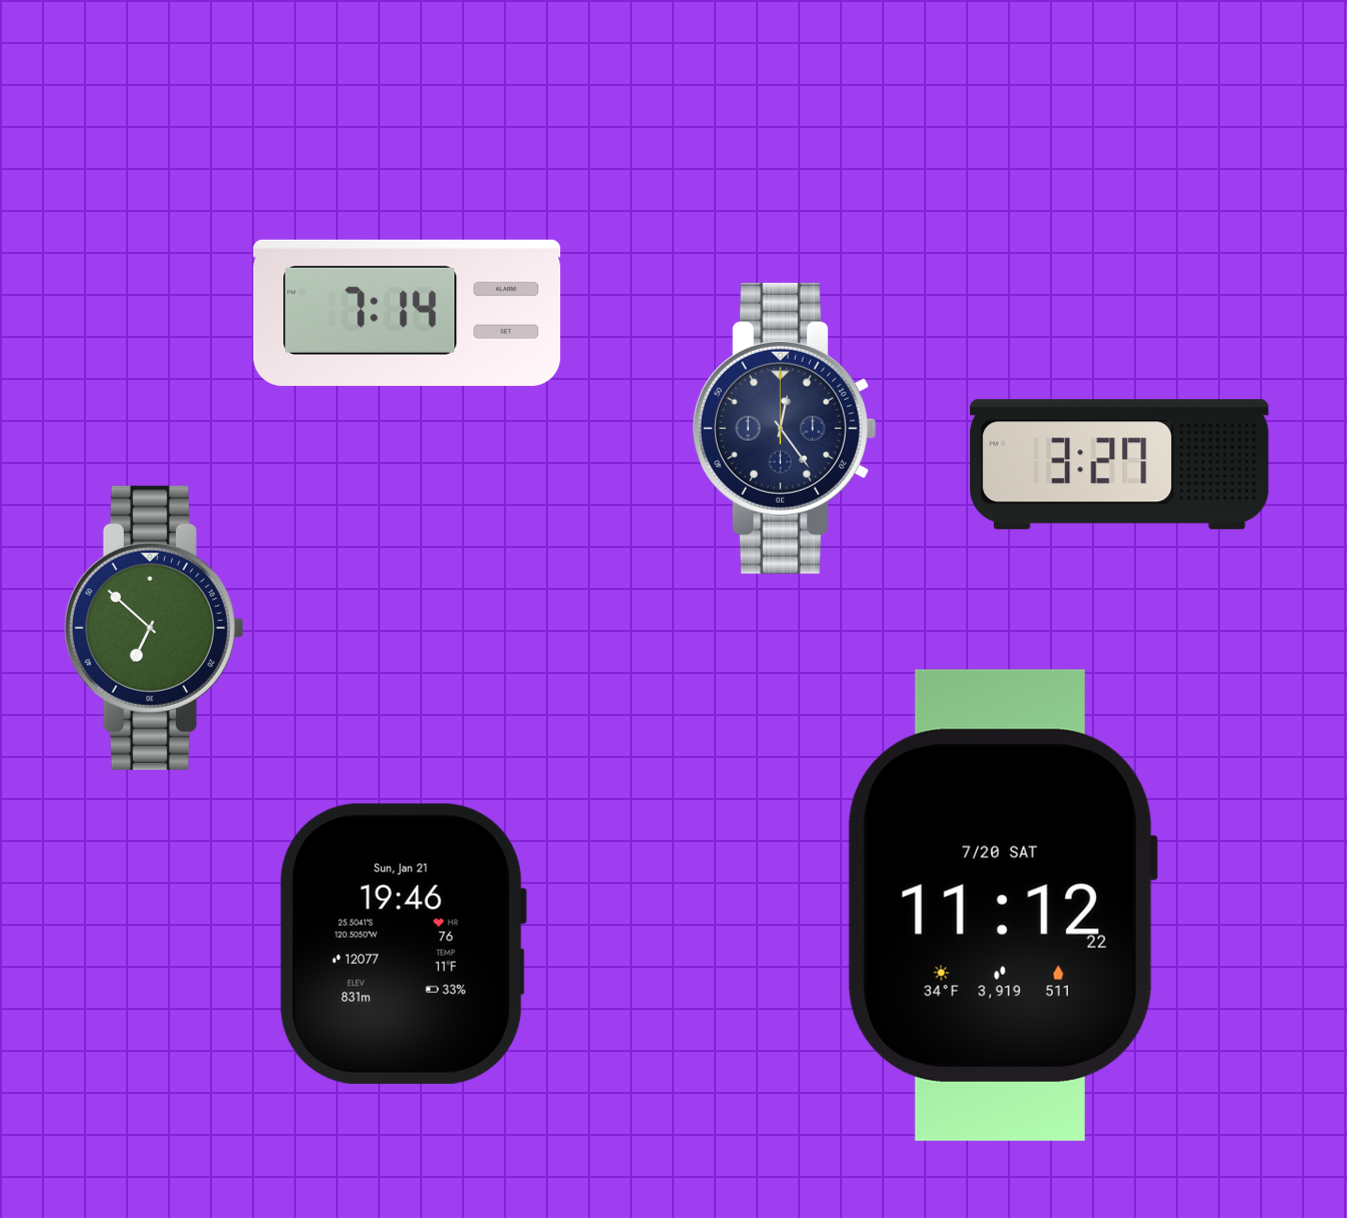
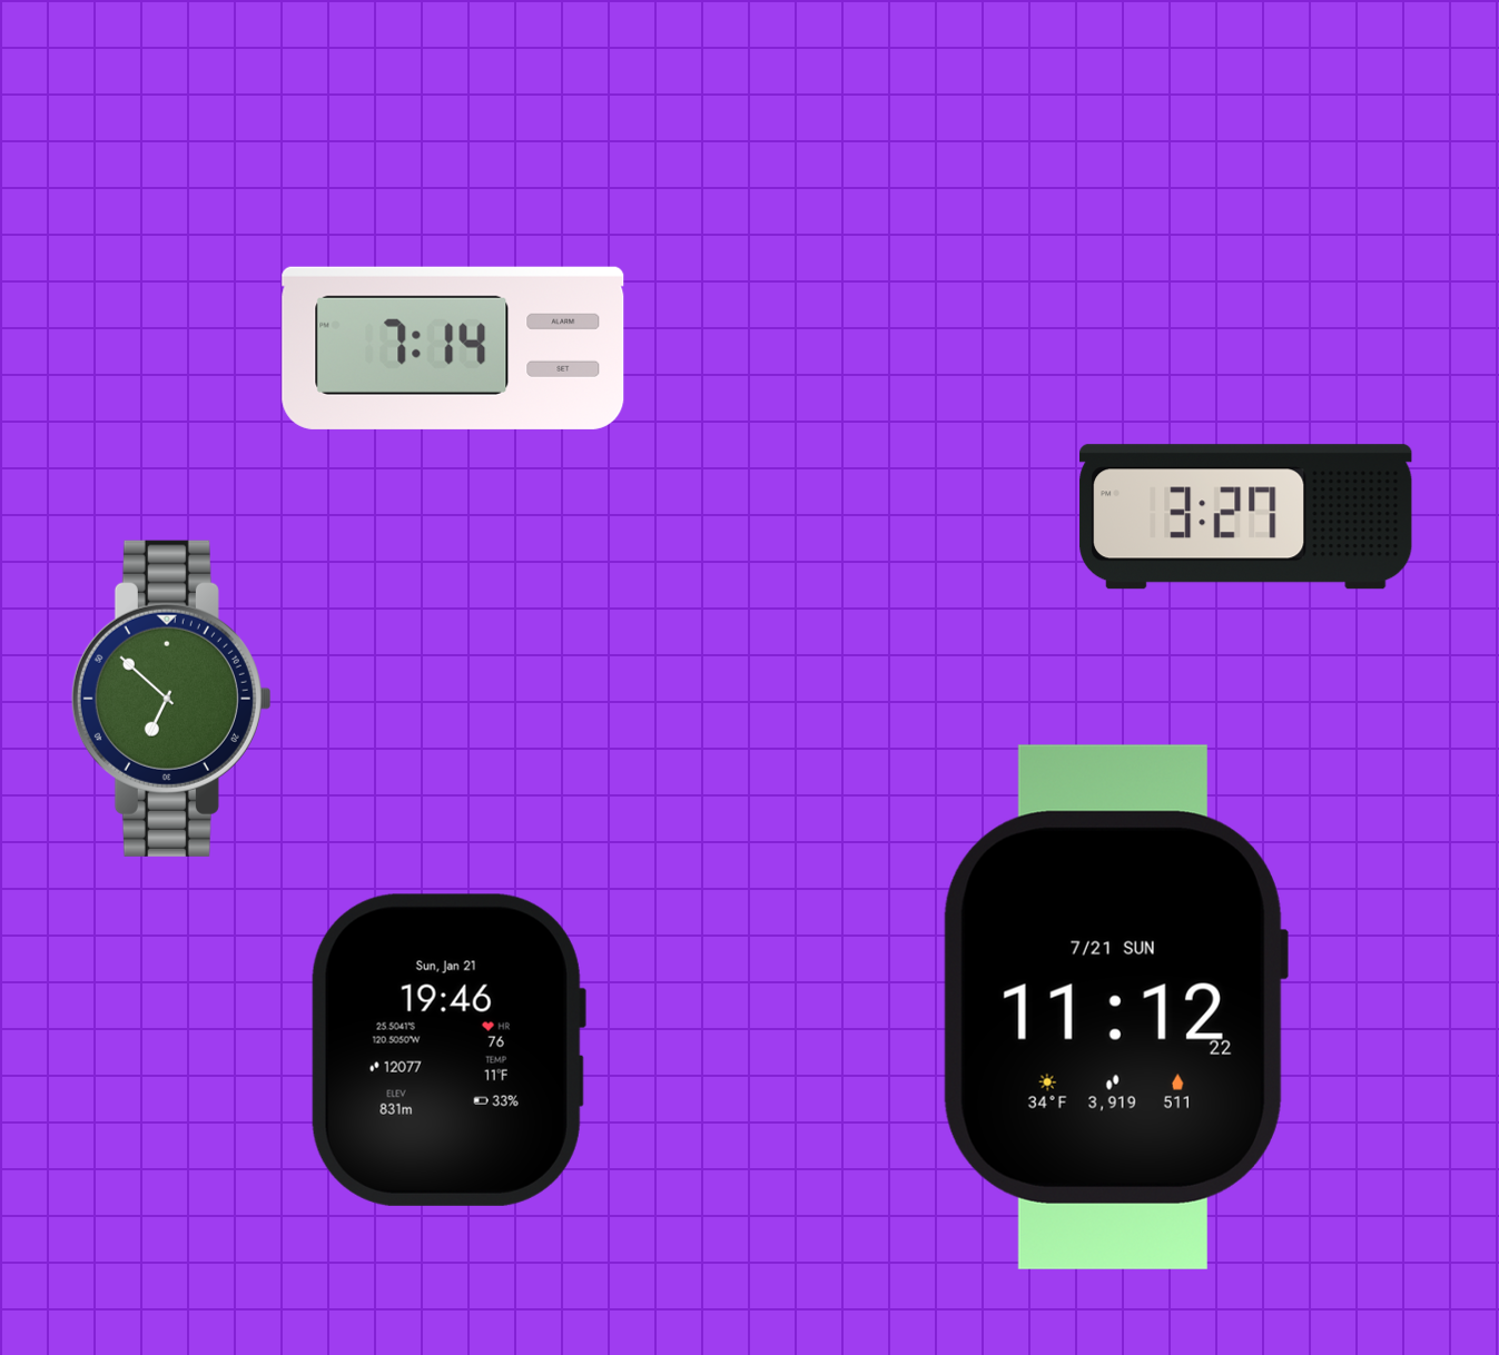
clock at (784, 428): 12:24 -> none
clock at (1002, 905) date: 7/20 SAT -> 7/21 SUN
